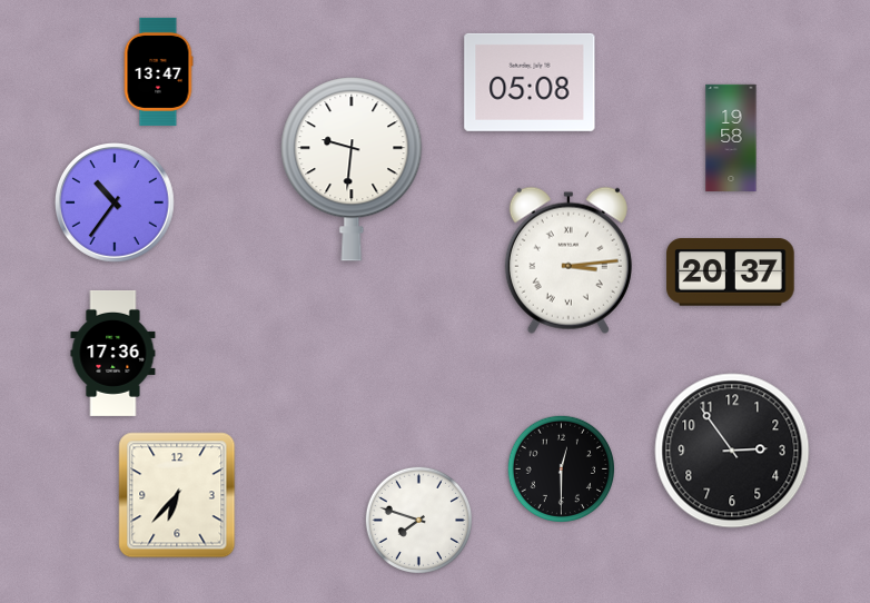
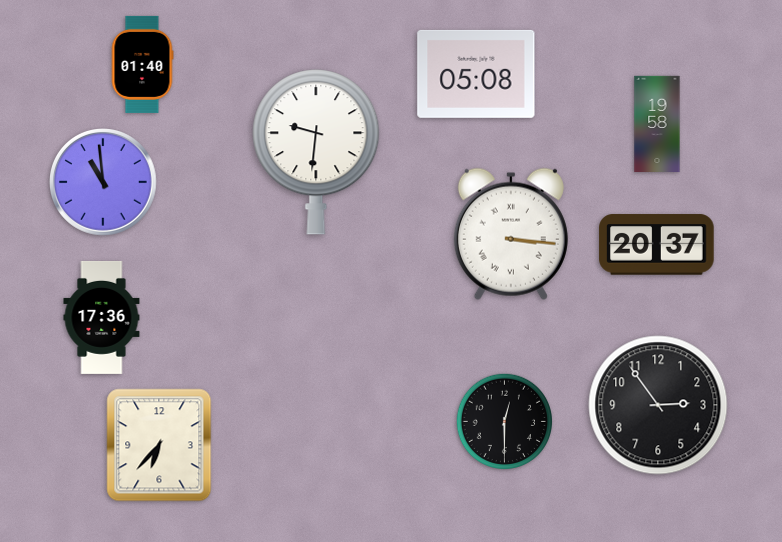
clock at (158, 71): 13:47 -> 01:40
clock at (116, 204): 10:36 -> 10:59
clock at (569, 260): 3:14 -> 3:16
clock at (418, 520): 7:48 -> none
